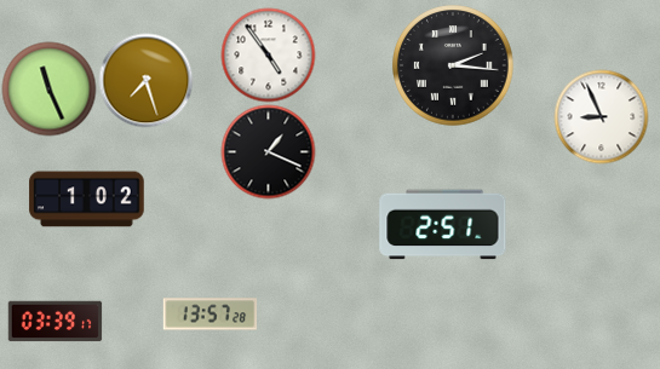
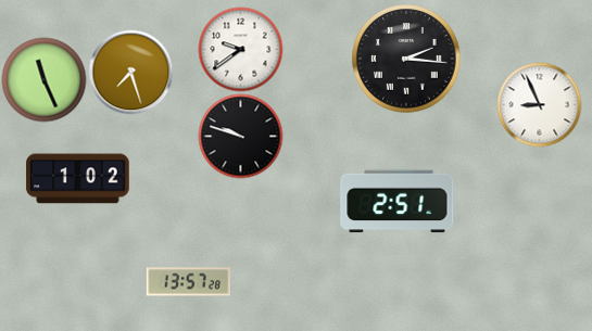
clock at (268, 54): 4:54 -> 9:39
clock at (268, 151): 1:19 -> 9:48
clock at (54, 322): 03:39 -> none
